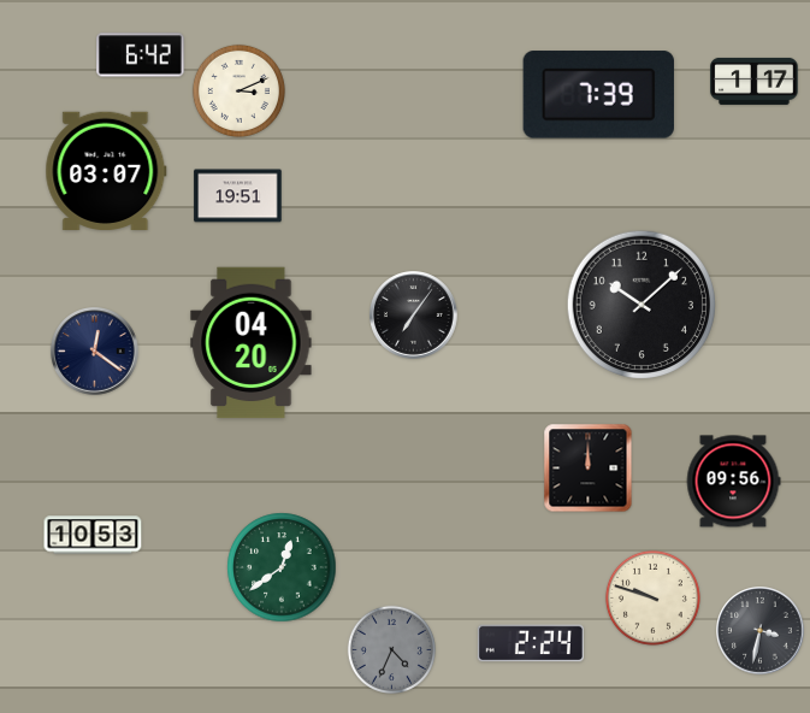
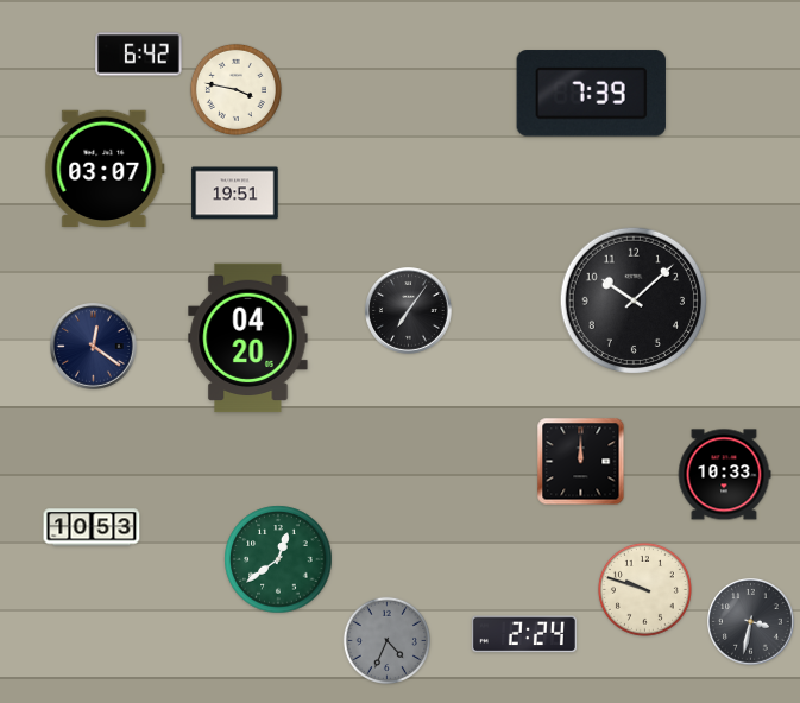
clock at (755, 81): 1:17 -> none
clock at (238, 90): 3:11 -> 3:47
clock at (733, 482): 09:56 -> 10:33
